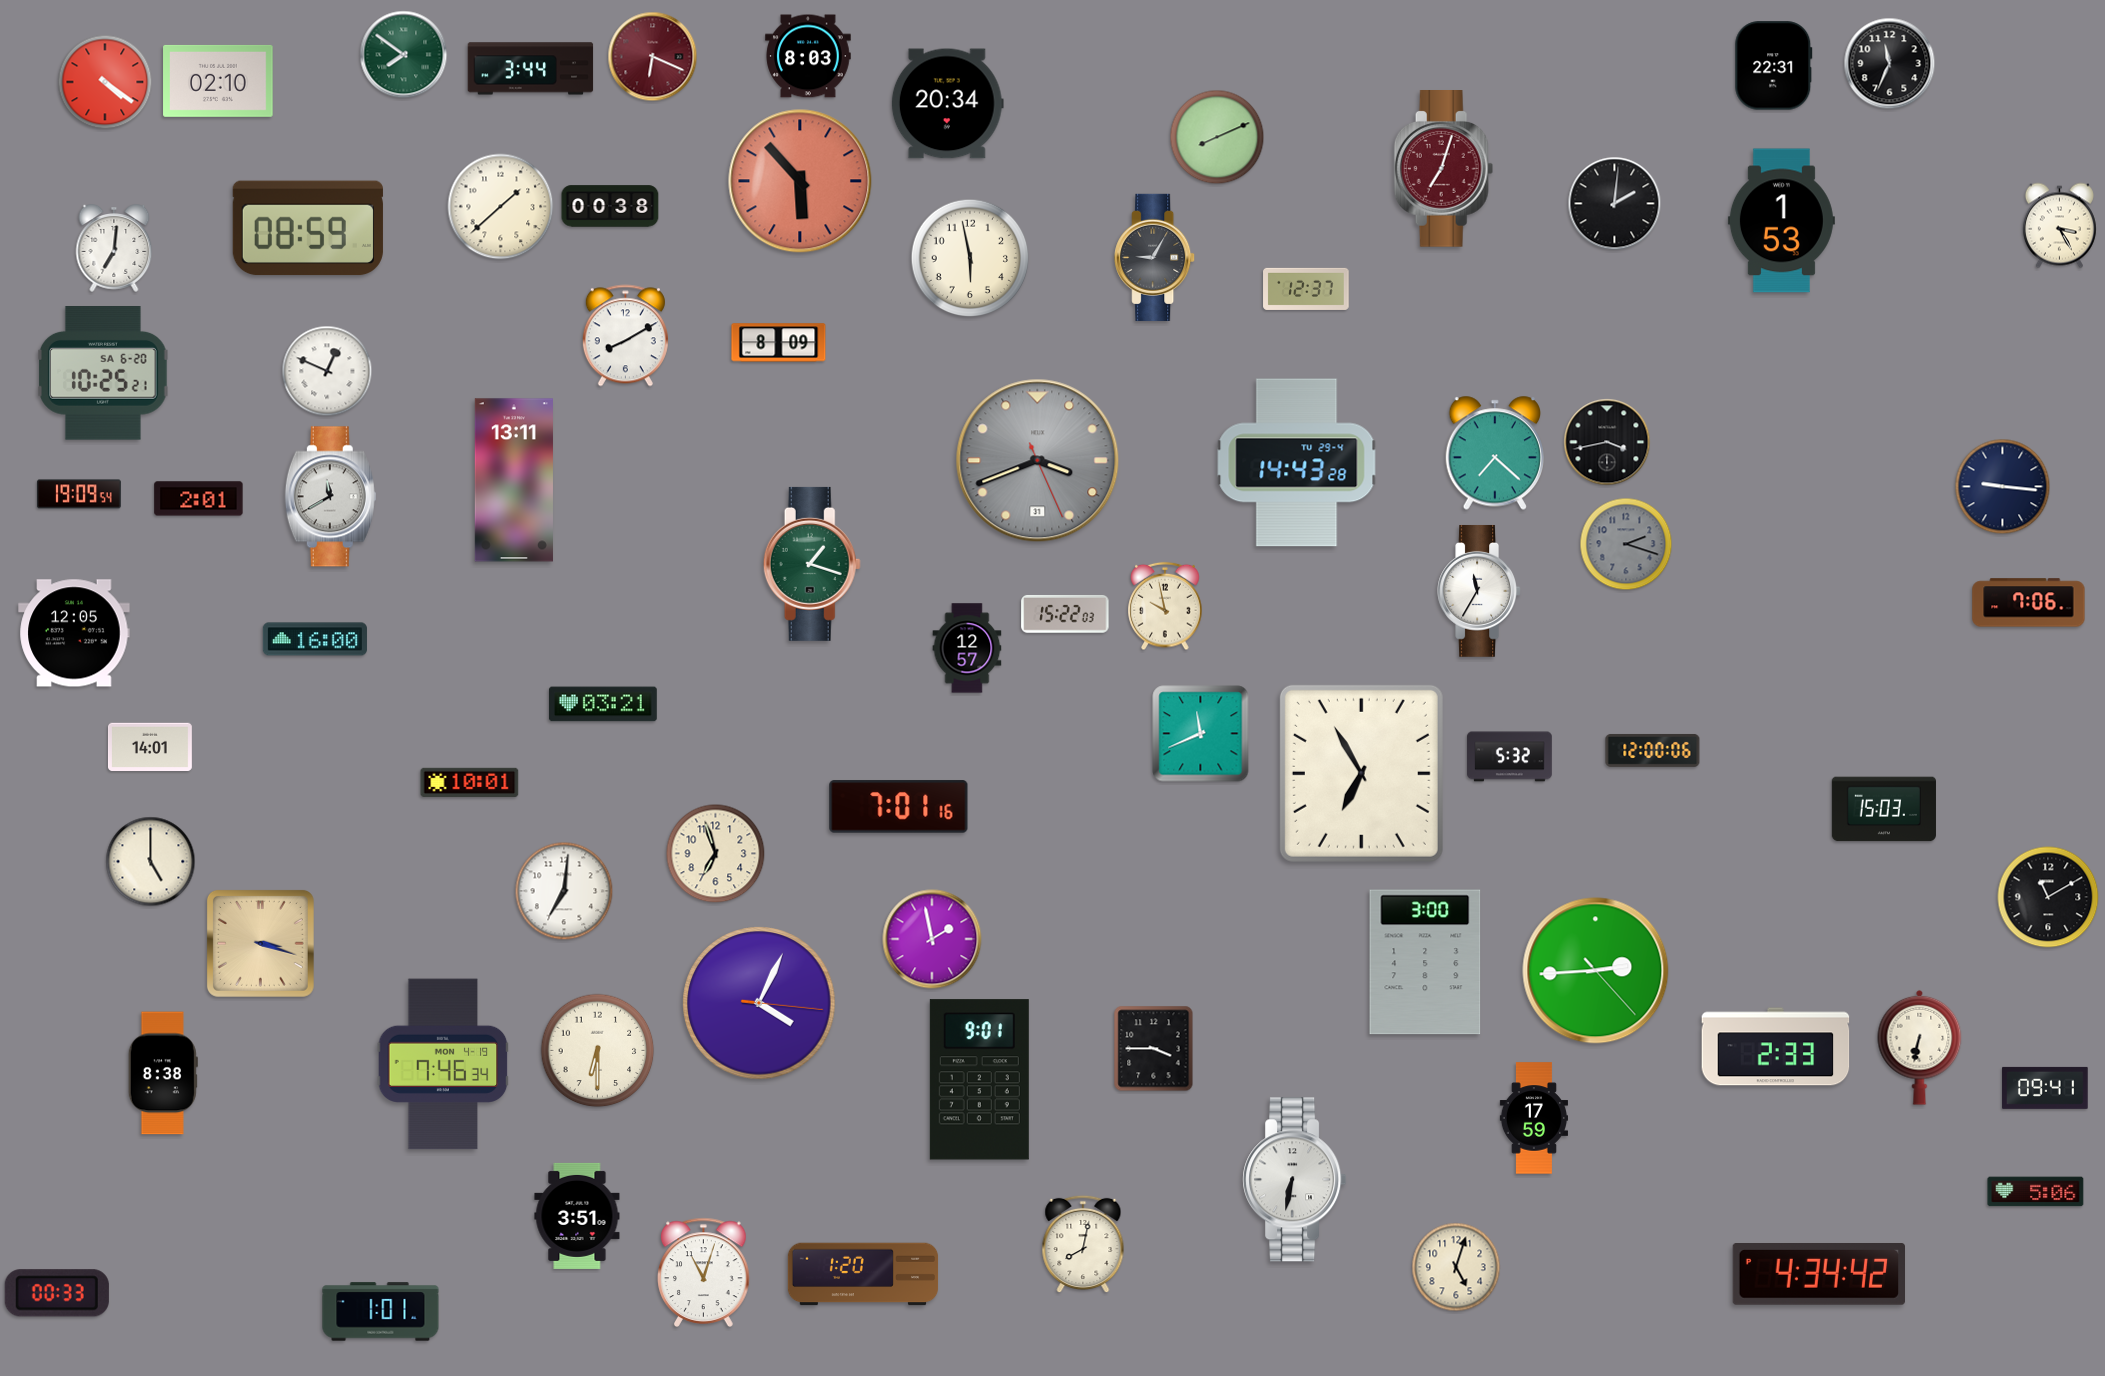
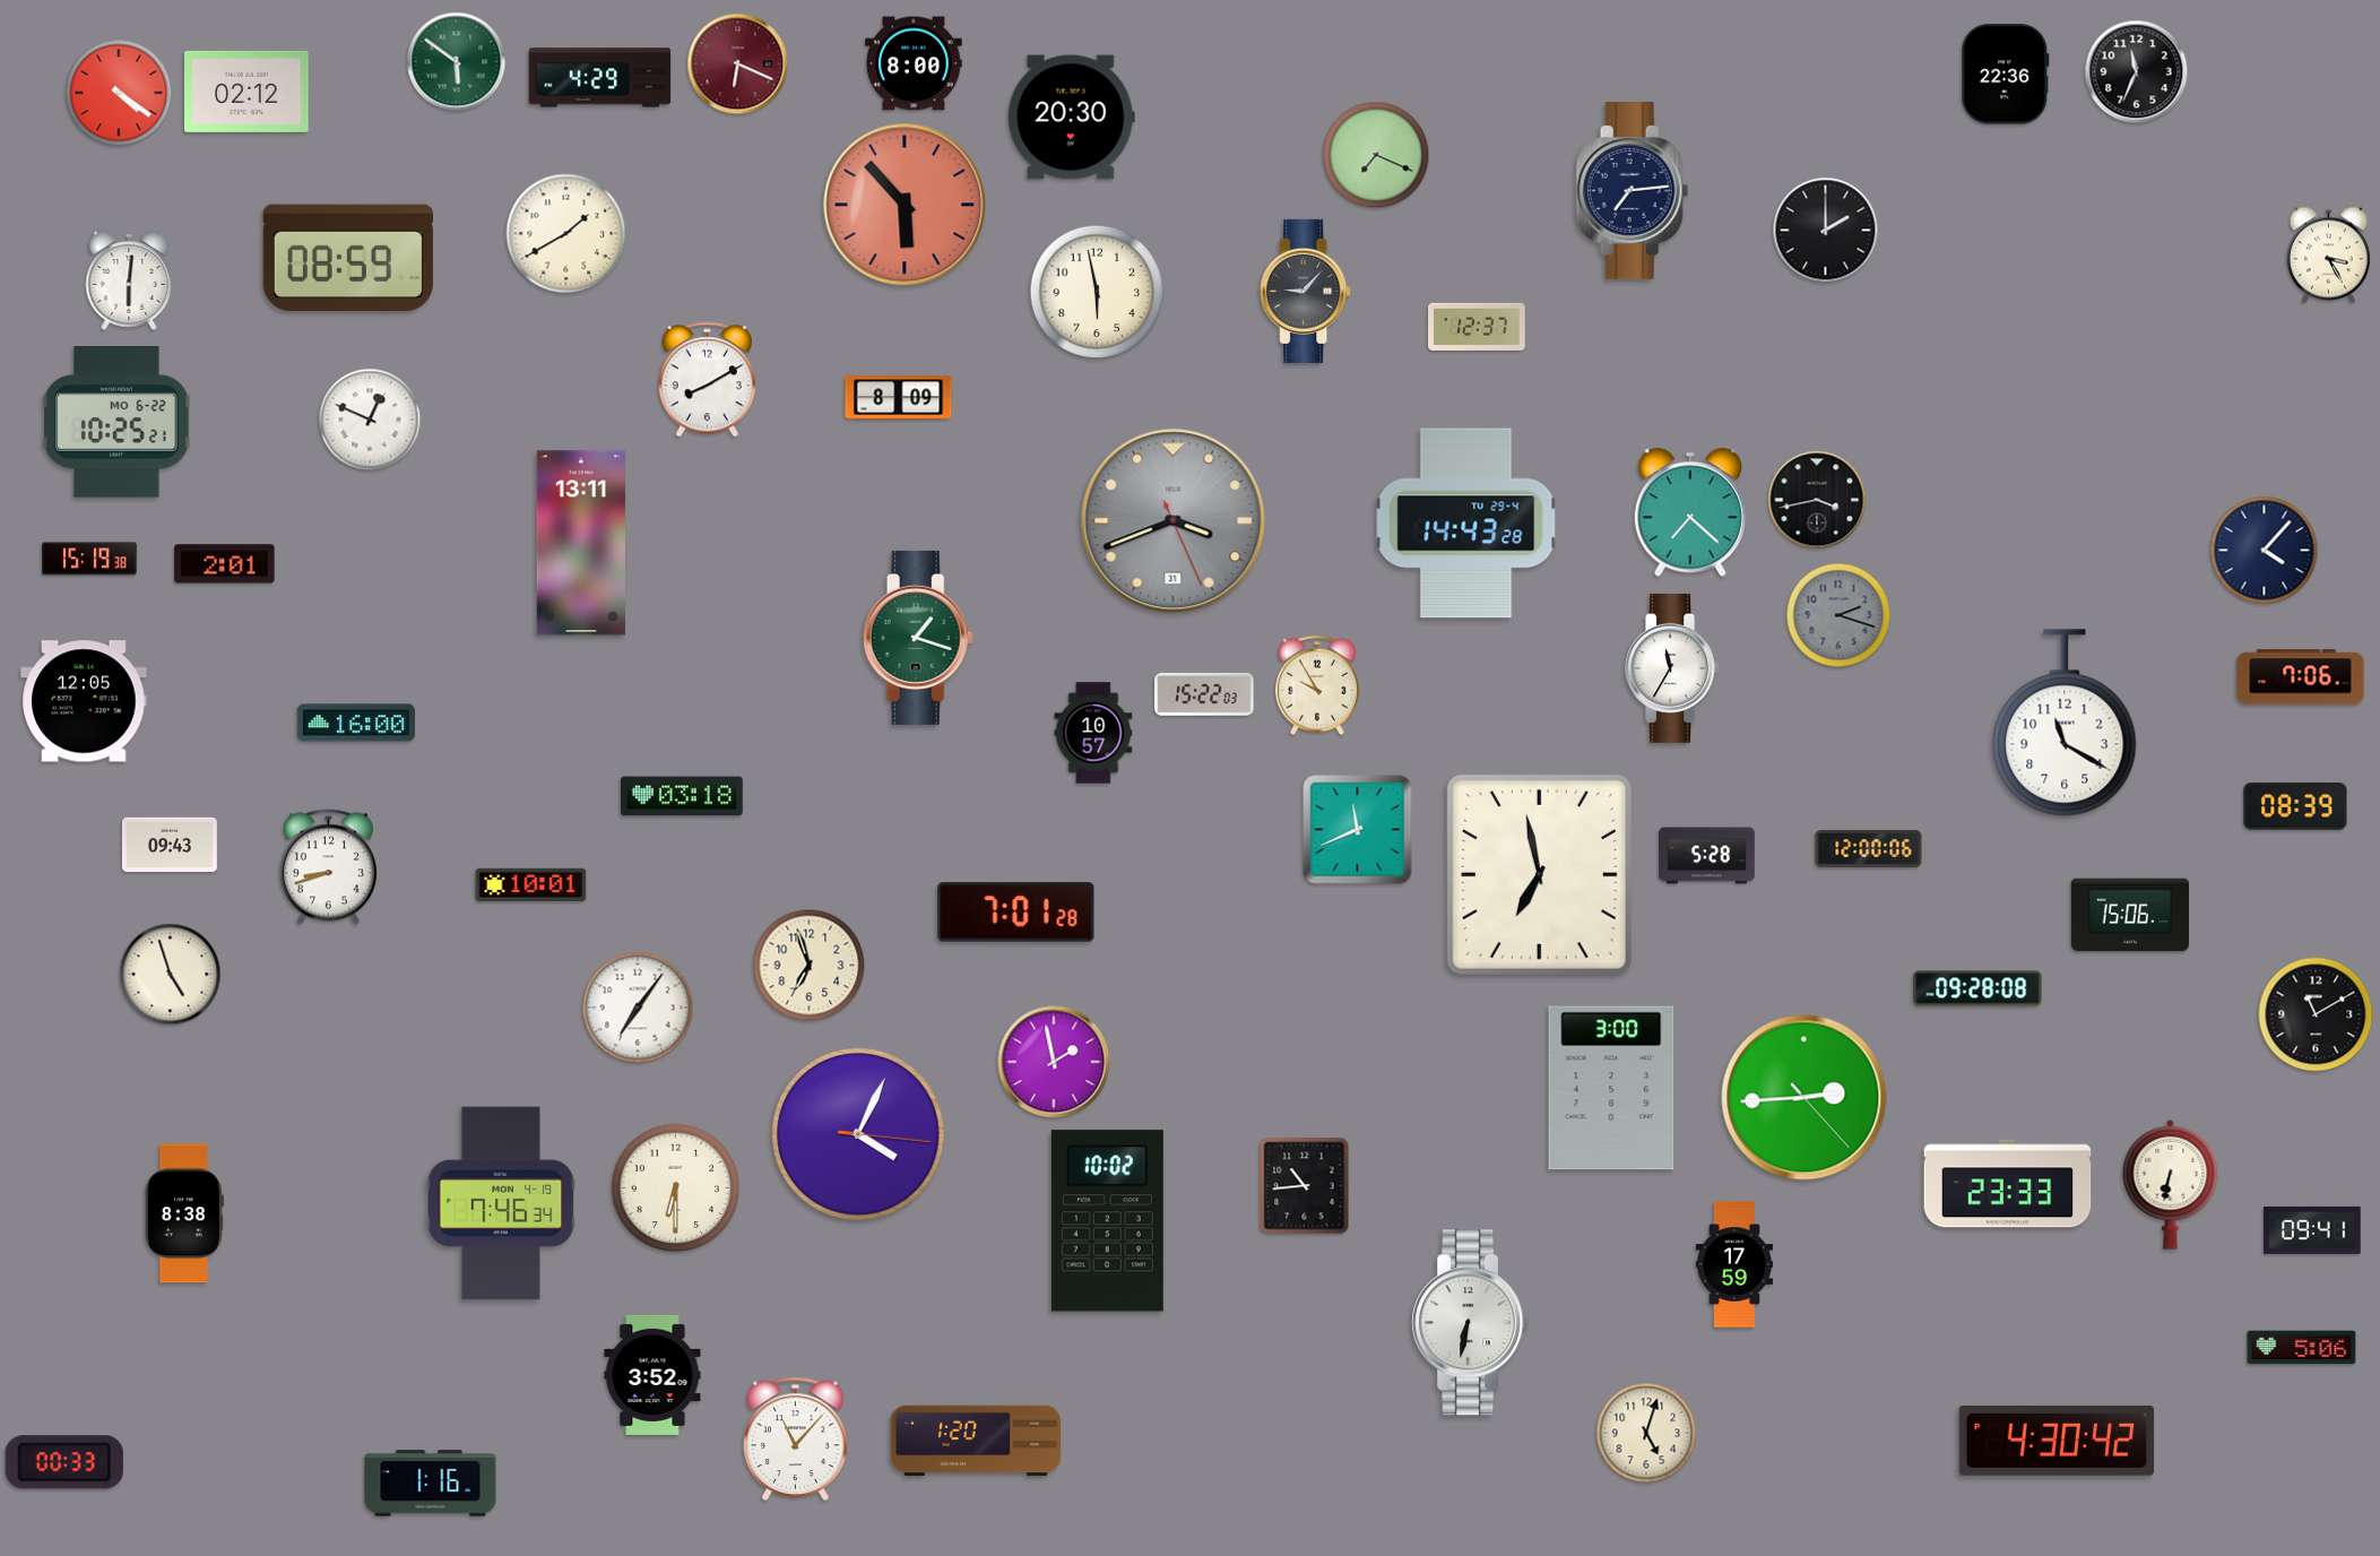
clock at (404, 55): 7:51 -> 5:51
clock at (808, 56): 8:03 -> 8:00
clock at (1774, 66): 22:31 -> 22:36
clock at (531, 69): 3:44 -> 4:29
clock at (218, 81): 02:10 -> 02:12
clock at (947, 104): 20:34 -> 20:30
clock at (1217, 137): 8:11 -> 7:19
clock at (1444, 169): 7:03 -> 7:14
clock at (1444, 169) dial: burgundy -> navy
clock at (1615, 204): 2:01 -> 2:00
clock at (610, 206): 00:38 -> none
clock at (501, 207): 1:38 -> 1:40
clock at (1781, 221): 1:53 -> none
clock at (114, 248): 7:01 -> 6:01
clock at (1155, 257): 9:05 -> 9:07
clock at (779, 343) position: (779, 343) -> (899, 398)
clock at (104, 374) date: SA 6-20 -> MO 6-22
clock at (2003, 487): 9:16 -> 4:07
clock at (79, 494): 19:09 -> 15:19
clock at (330, 497): 11:40 -> none
clock at (2029, 603) position: (2029, 603) -> (2301, 677)
clock at (1165, 606): 9:58 -> 9:55
clock at (74, 633) position: (74, 633) -> (84, 701)
clock at (2065, 723): none -> 11:20
clock at (967, 648): 12:57 -> 10:57
clock at (603, 704): 03:21 -> 03:18
clock at (2295, 806): none -> 08:39
clock at (150, 747): 14:01 -> 09:43
clock at (1510, 757): 5:32 -> 5:28
clock at (328, 867): none -> 8:42
clock at (1361, 773): 6:55 -> 6:58
clock at (899, 807): 7:01:16 -> 7:01:28
clock at (1884, 809): 15:03 -> 15:06
clock at (151, 862): 5:00 -> 4:57
clock at (1977, 988): none -> 09:28
clock at (564, 891): 7:01 -> 7:06
clock at (260, 943): 3:18 -> none
clock at (1776, 1047): 2:33 -> 23:33
clock at (1154, 1049): 3:45 -> 10:44
clock at (979, 1080): 9:01 -> 10:02
clock at (1295, 1180) position: (1295, 1180) -> (1471, 1323)
clock at (577, 1216): 3:51 -> 3:52
clock at (1083, 1244): 8:02 -> none
clock at (704, 1272): 11:03 -> 11:07
clock at (1818, 1275): 4:34 -> 4:30
clock at (381, 1312): 1:01 -> 1:16
